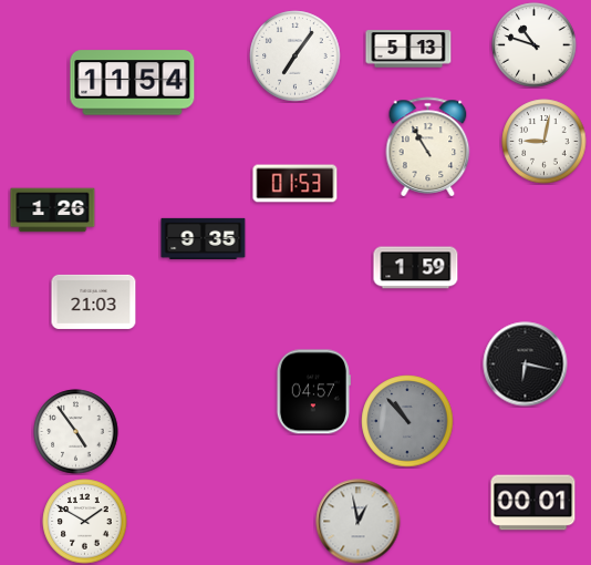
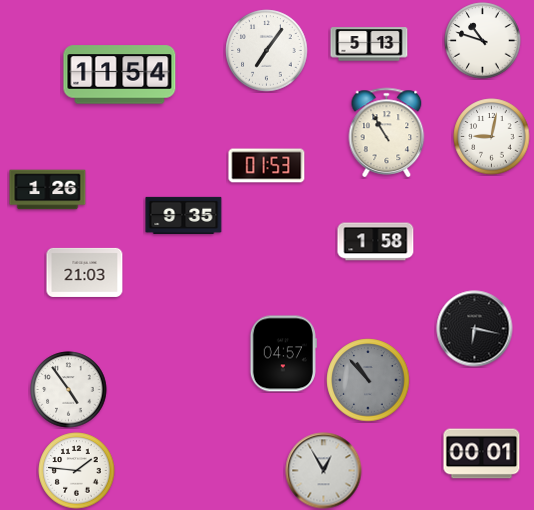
clock at (545, 142) position: (545, 142) -> (492, 137)
clock at (416, 268): 1:59 -> 1:58
clock at (85, 522): 1:50 -> 1:46
clock at (359, 522): 12:58 -> 12:55
